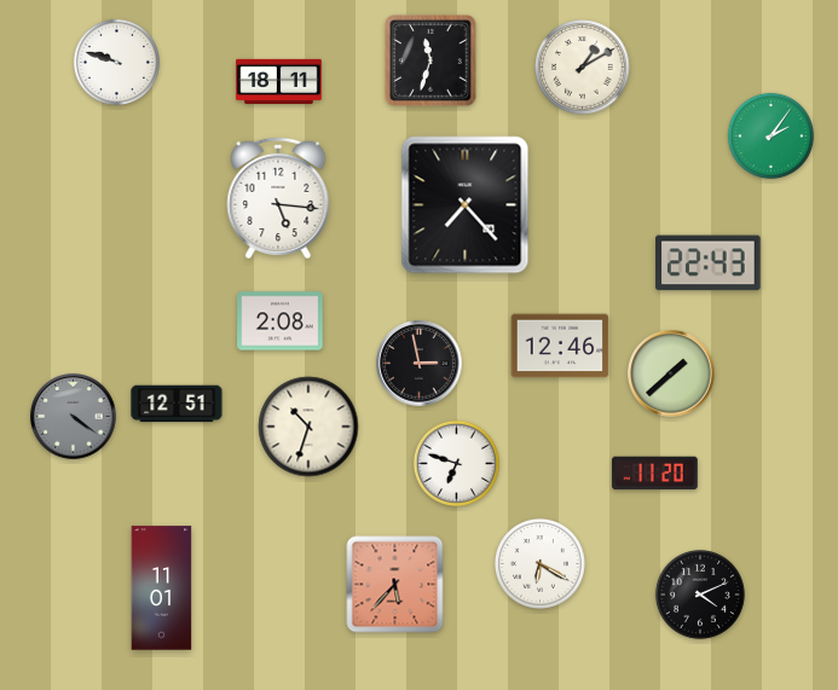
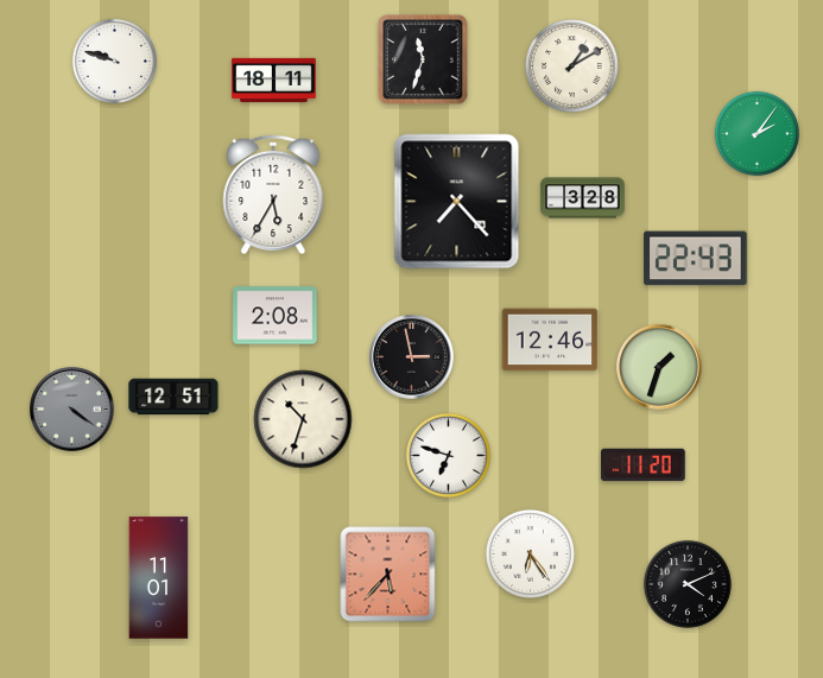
clock at (278, 197): 5:16 -> 5:35
clock at (583, 198): none -> 3:28
clock at (671, 373): 1:38 -> 1:33
clock at (539, 563): 6:20 -> 6:24
